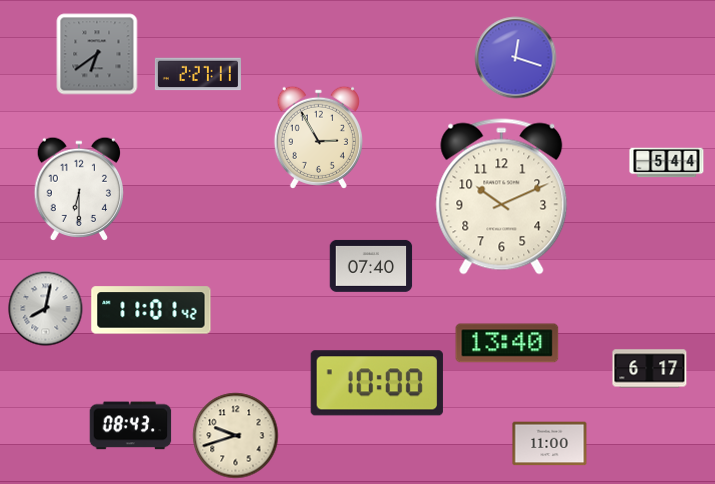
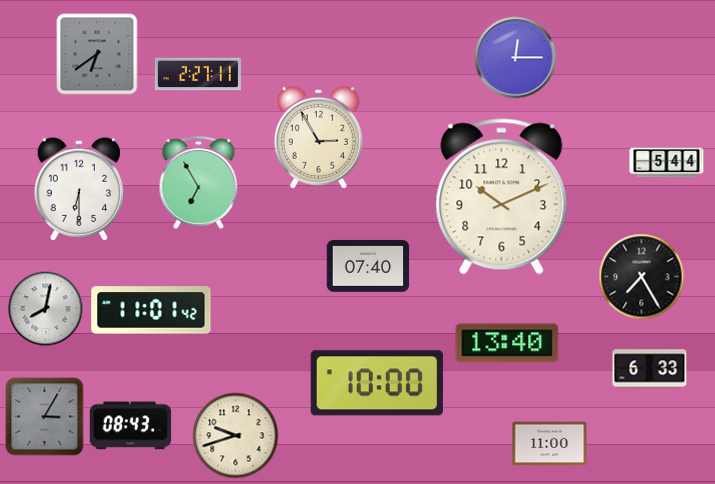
clock at (516, 58): 12:18 -> 12:15
clock at (199, 182): none -> 6:55
clock at (371, 266) position: (371, 266) -> (368, 266)
clock at (642, 277): none -> 7:25
clock at (650, 369): 6:17 -> 6:33
clock at (45, 417): none -> 3:05
